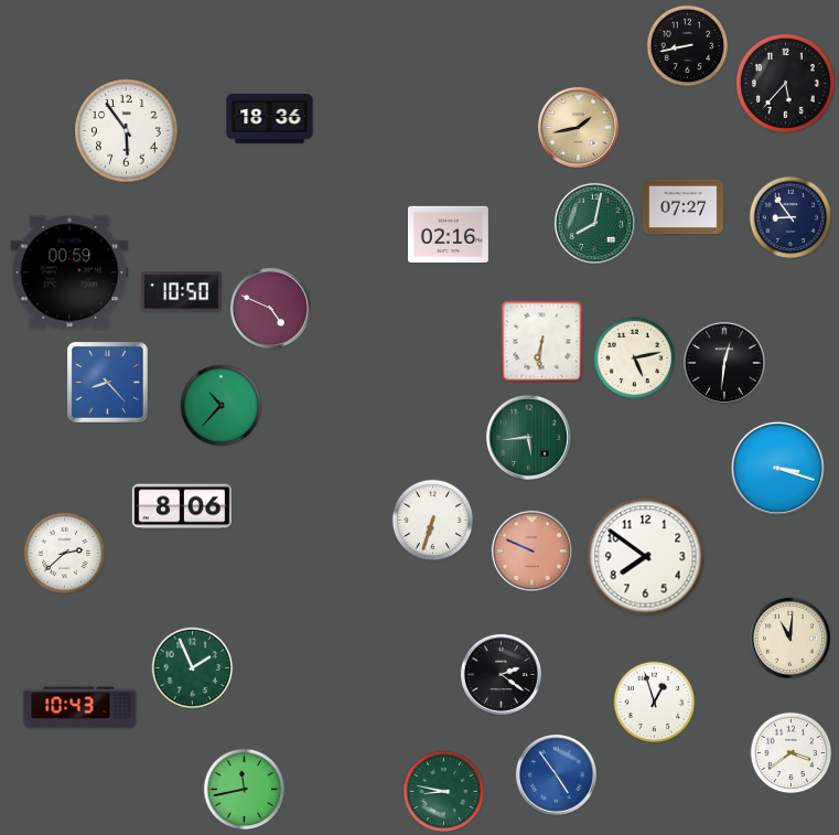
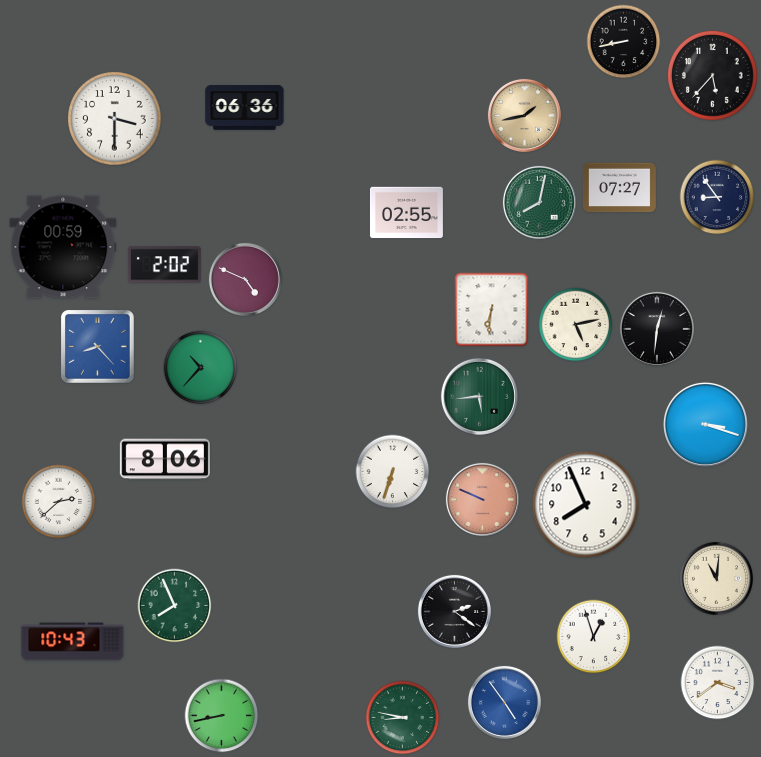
clock at (270, 119): 18:36 -> 06:36
clock at (127, 131): 5:54 -> 3:30
clock at (448, 235): 02:16 -> 02:55
clock at (181, 292): 10:50 -> 2:02
clock at (646, 557): 7:51 -> 7:56
clock at (193, 668): 1:56 -> 7:56
clock at (245, 790): 11:43 -> 8:43
